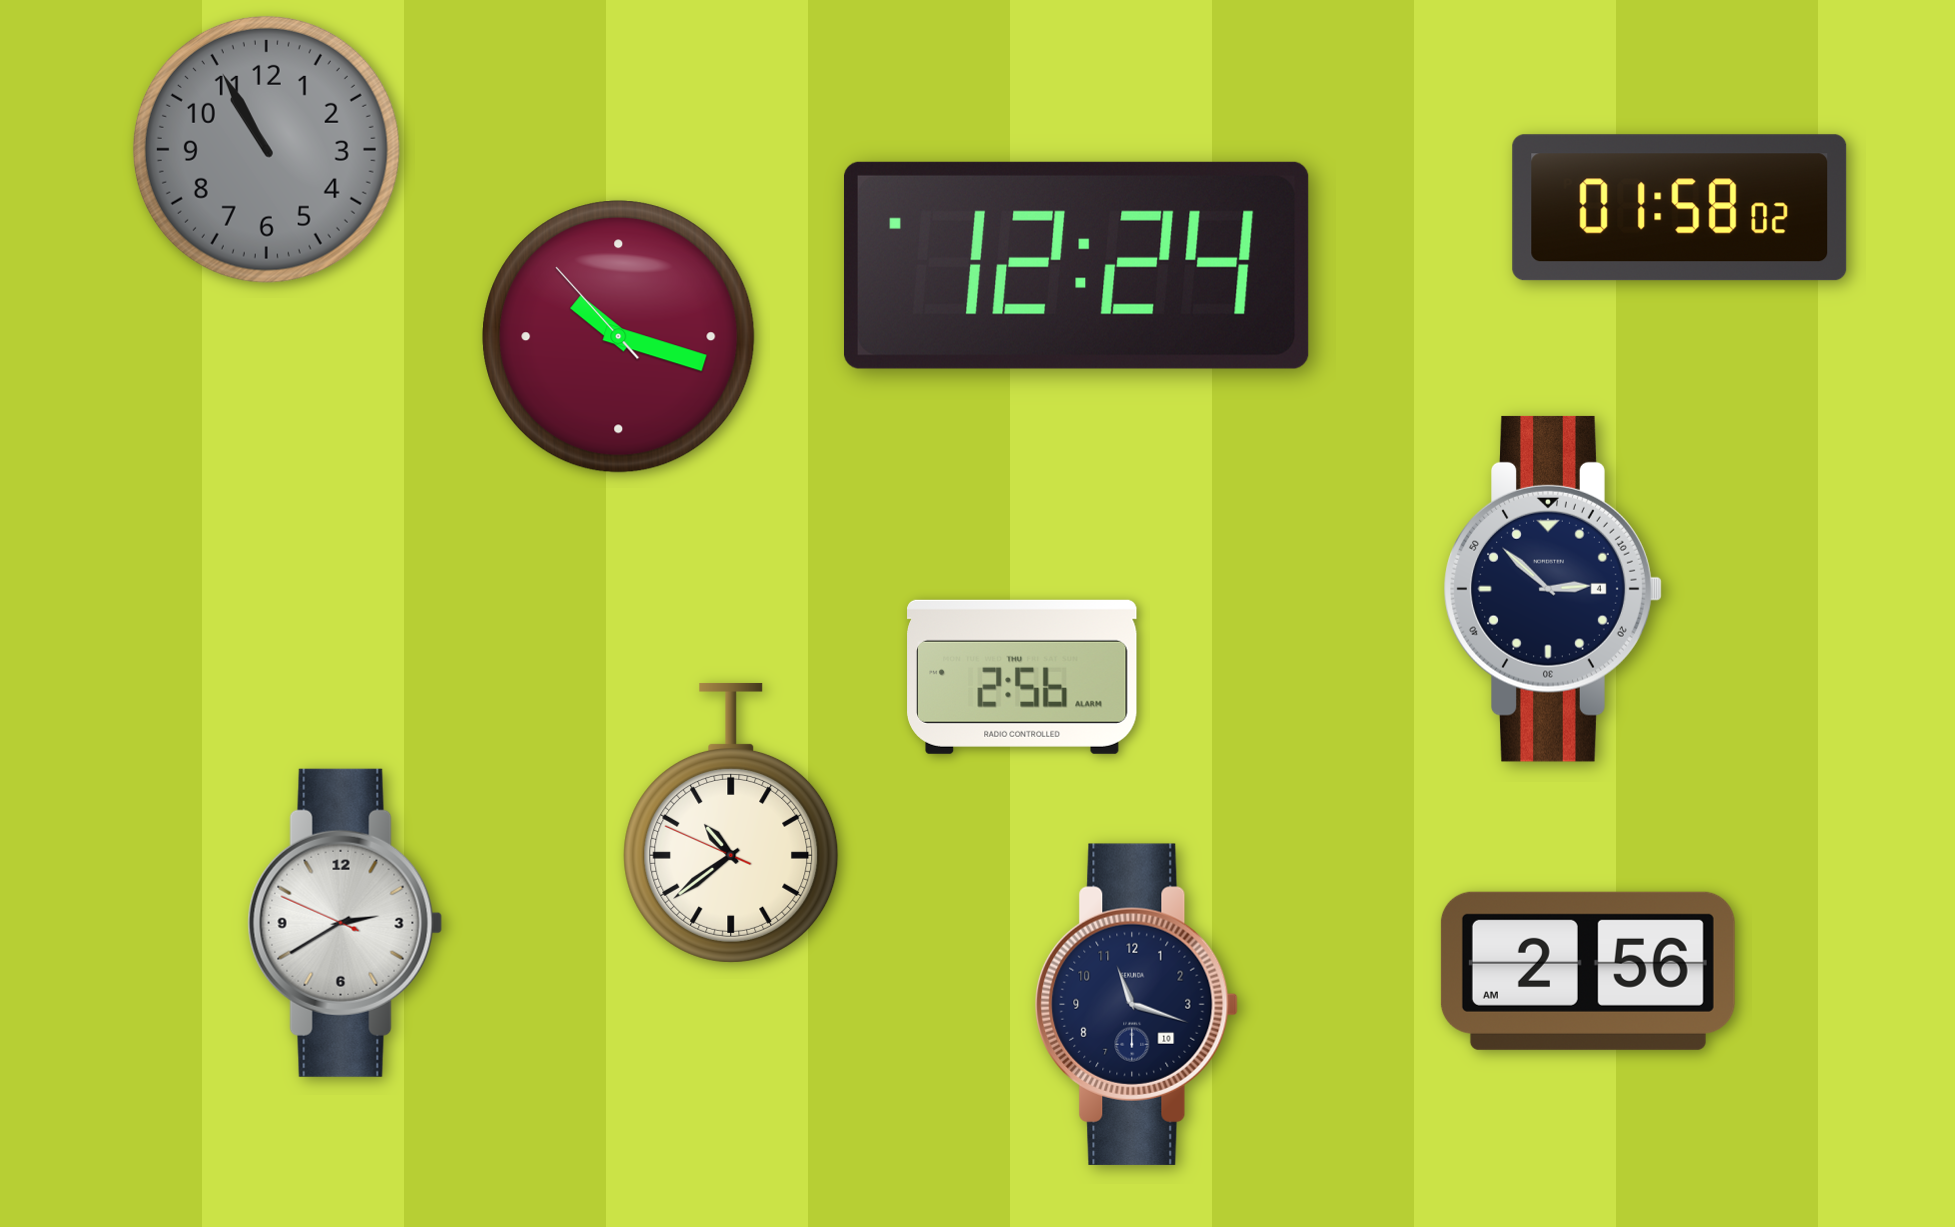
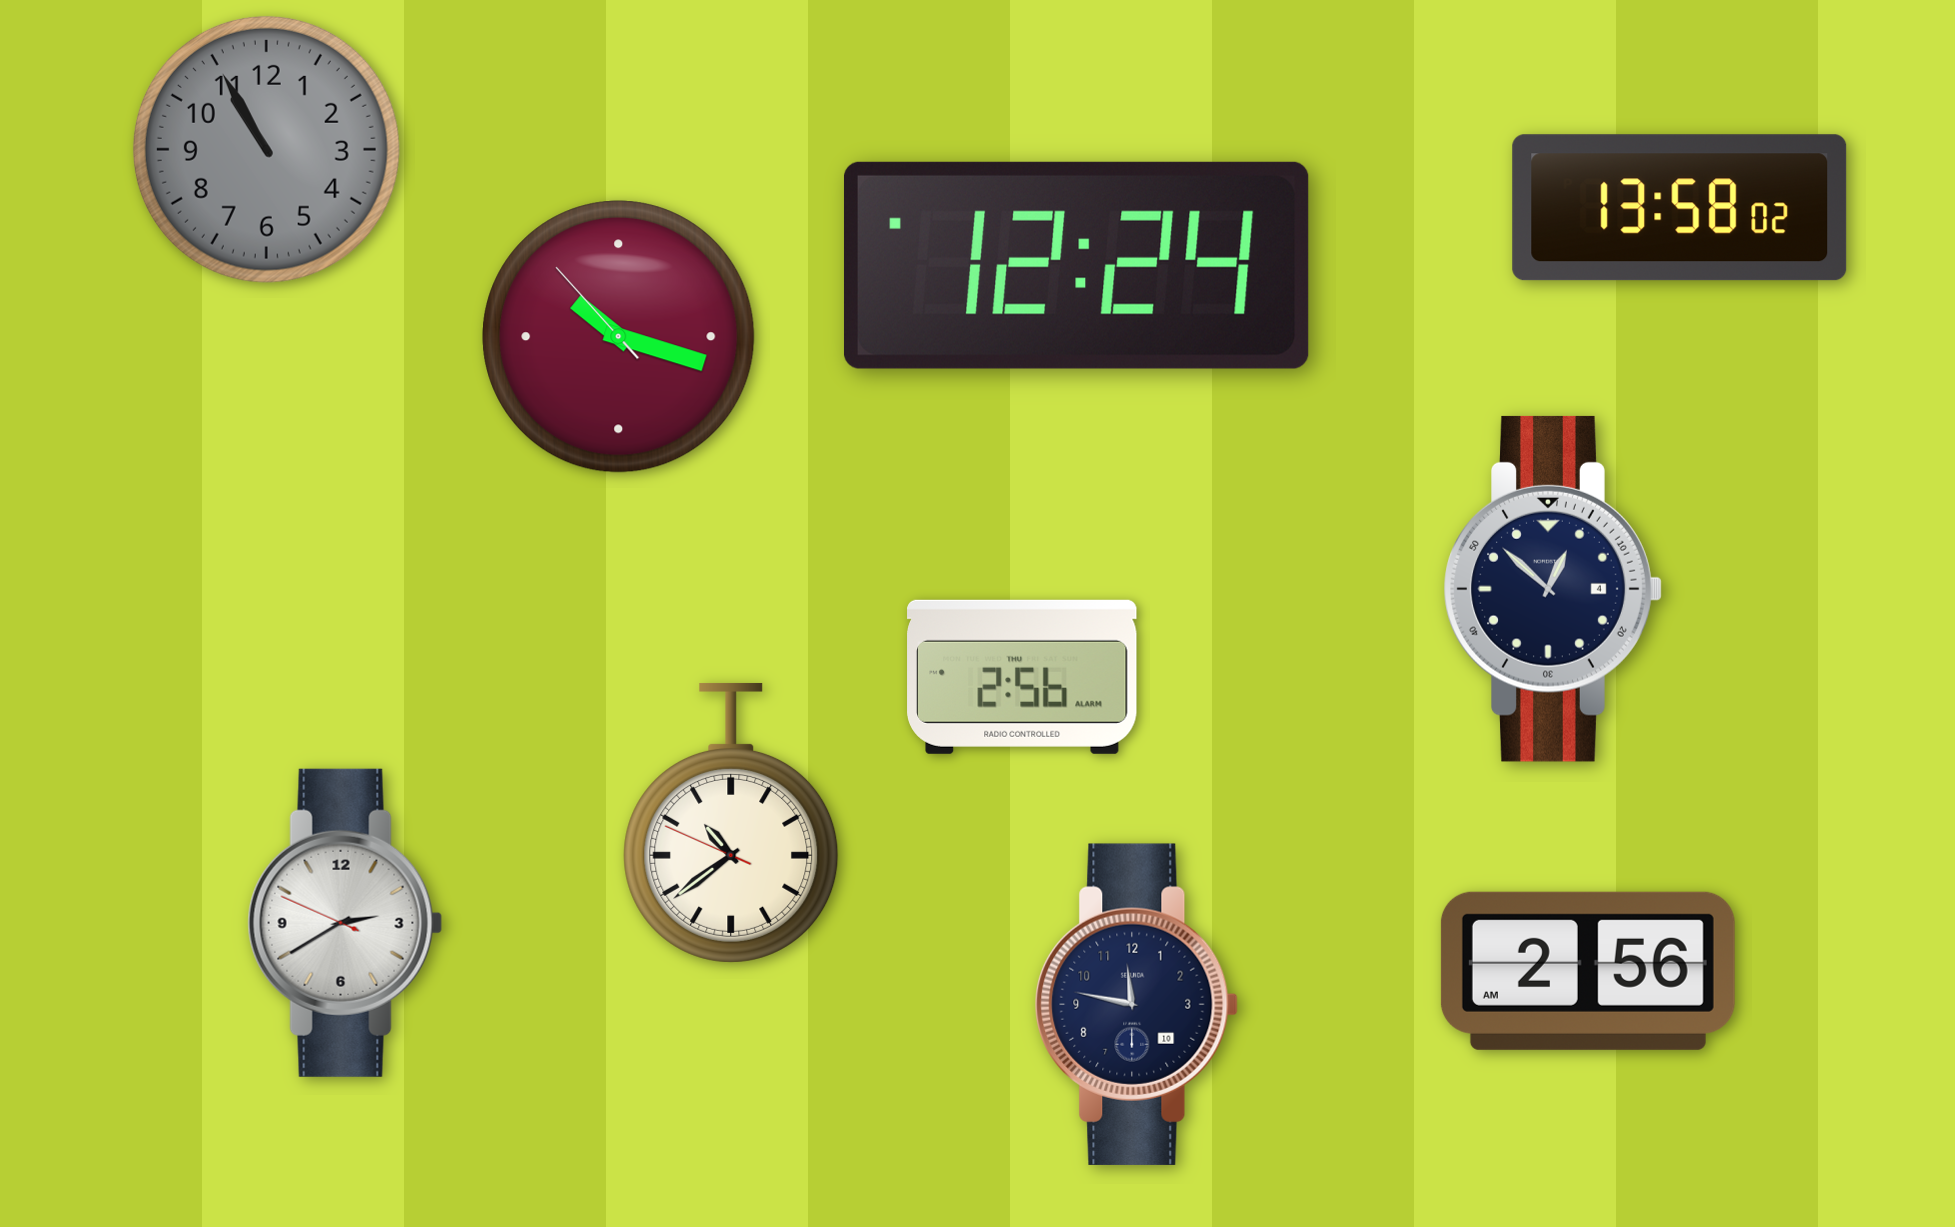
clock at (1680, 208): 01:58 -> 13:58
clock at (1553, 589): 2:52 -> 12:52
clock at (1136, 1004): 11:18 -> 11:47
